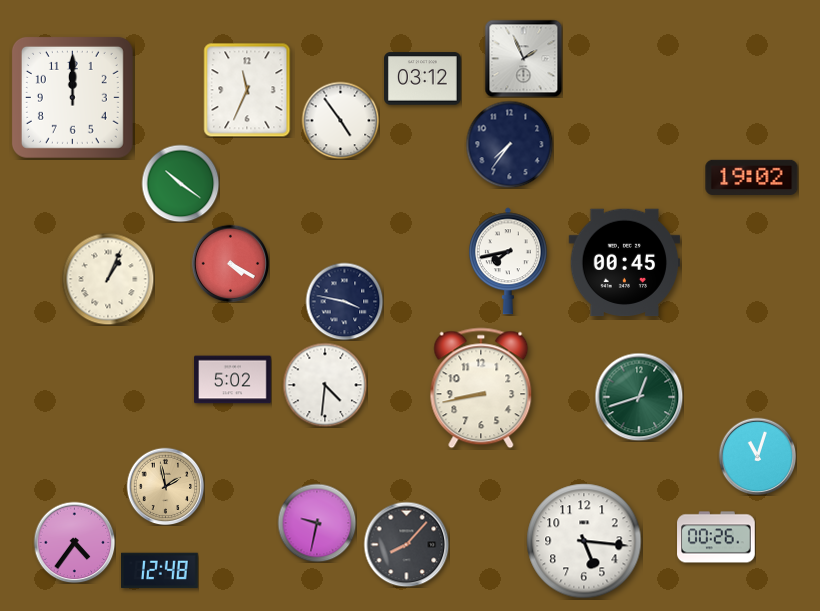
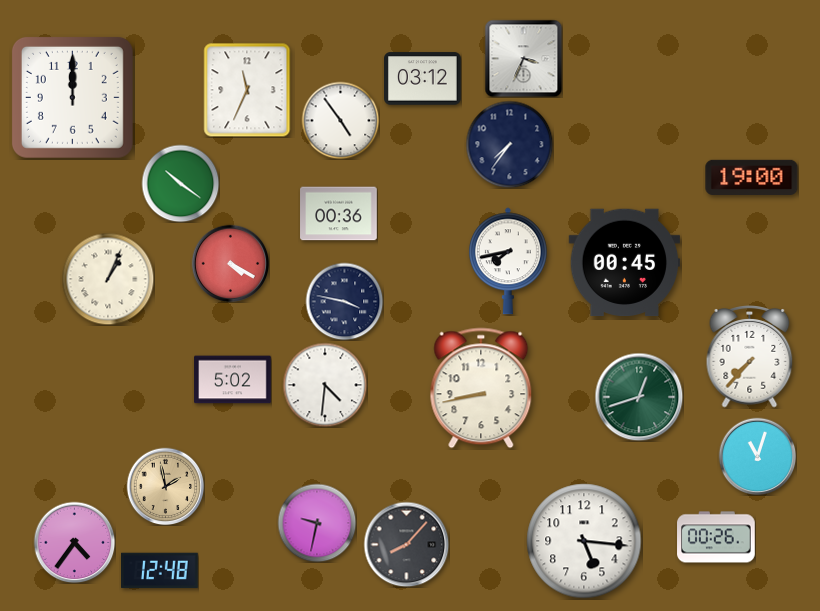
clock at (523, 58): 1:56 -> 3:34
clock at (752, 177): 19:02 -> 19:00
clock at (339, 214): none -> 00:36
clock at (750, 357): none -> 7:37
